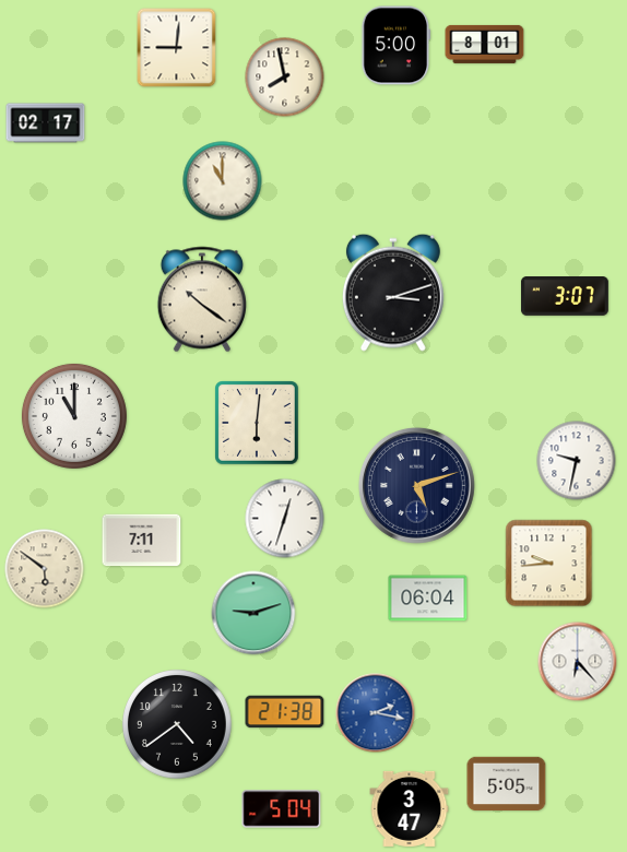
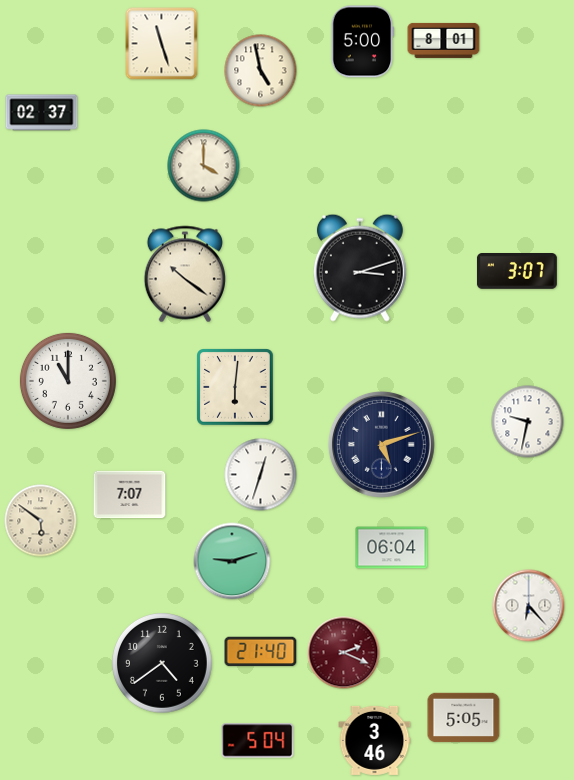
clock at (177, 48): 9:01 -> 11:27
clock at (285, 78): 7:58 -> 4:58
clock at (46, 123): 02:17 -> 02:37
clock at (223, 181): 11:00 -> 4:00
clock at (142, 541): 7:11 -> 7:07
clock at (549, 564): 9:44 -> none
clock at (285, 712): 21:38 -> 21:40
clock at (376, 713): 2:17 -> 2:19
clock at (376, 713) dial: blue -> burgundy
clock at (410, 808): 3:47 -> 3:46
